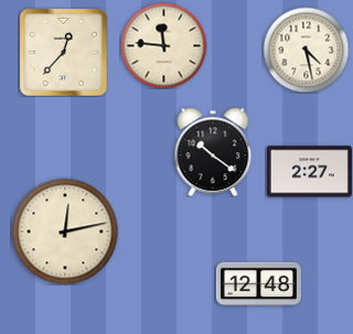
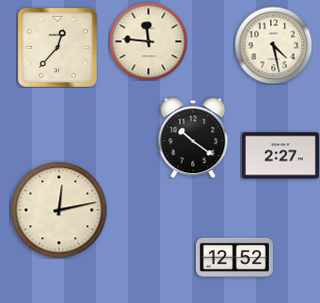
clock at (306, 50) position: (306, 50) -> (273, 45)
clock at (258, 283): 12:48 -> 12:52
